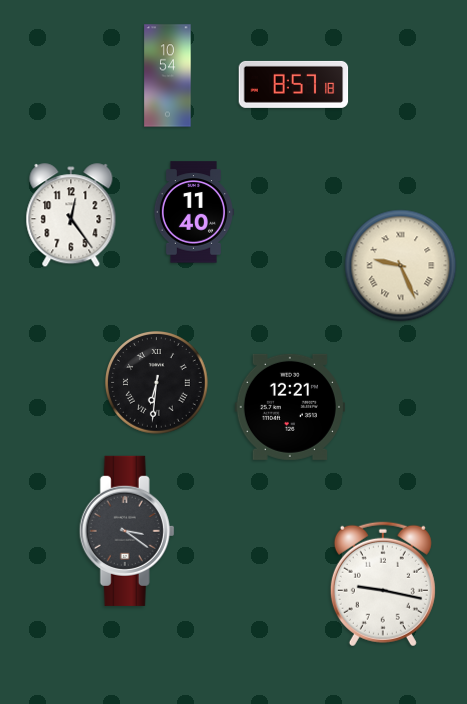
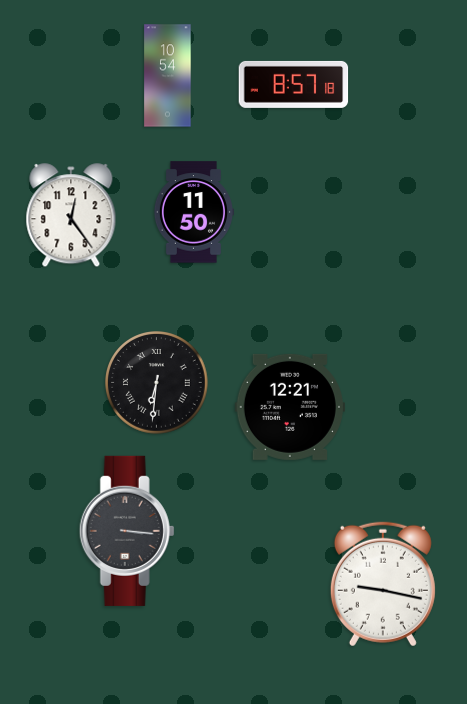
clock at (193, 212): 11:40 -> 11:50
clock at (401, 266): 9:26 -> none
clock at (127, 531): 3:21 -> 3:16
